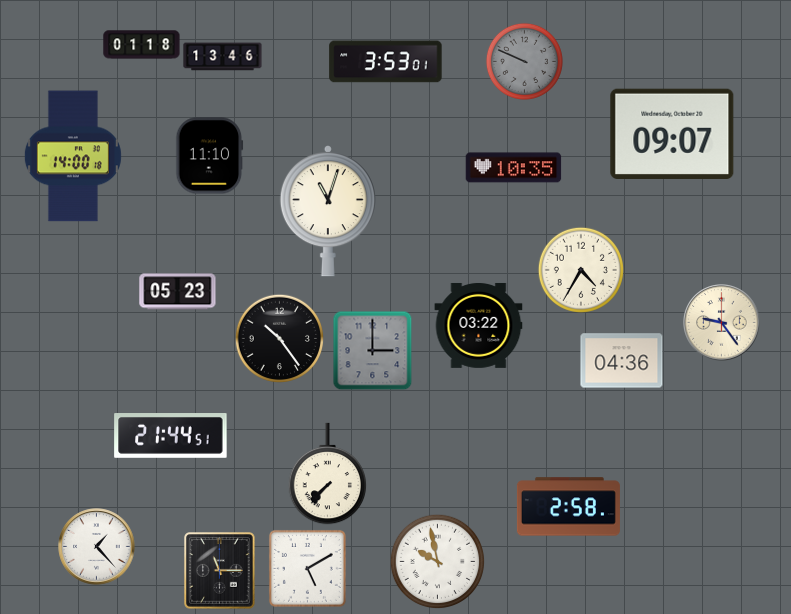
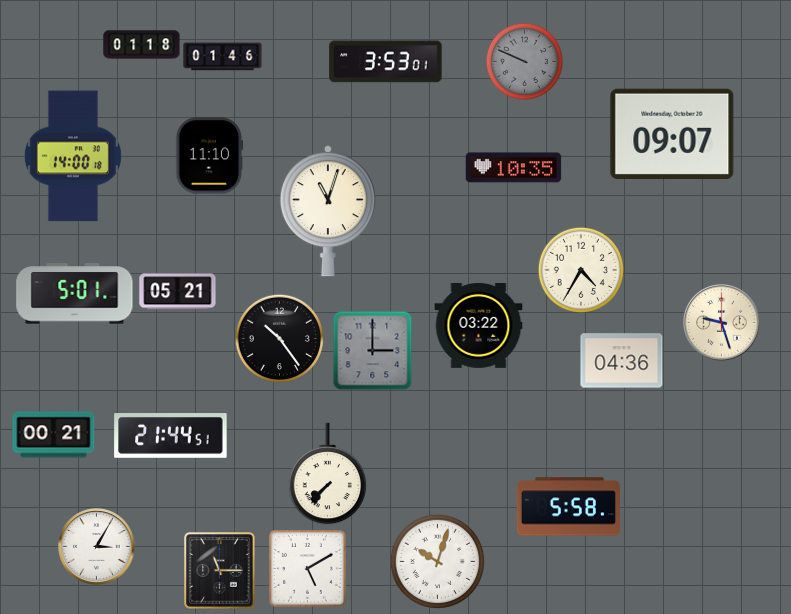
clock at (223, 57): 13:46 -> 01:46
clock at (178, 292): 05:23 -> 05:21
clock at (75, 294): none -> 5:01
clock at (722, 323): 9:24 -> 9:27
clock at (54, 435): none -> 00:21
clock at (568, 507): 2:58 -> 5:58
clock at (97, 547): 1:23 -> 3:05
clock at (437, 561): 9:58 -> 10:03
